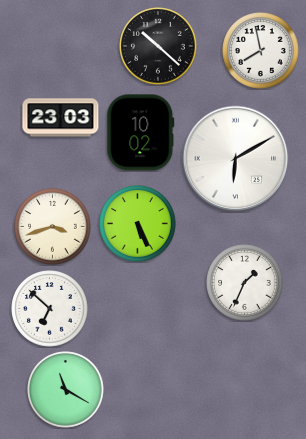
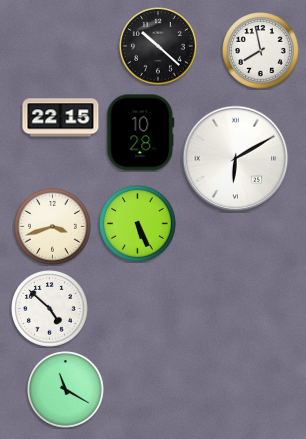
clock at (61, 118): 23:03 -> 22:15
clock at (141, 133): 10:02 -> 10:28
clock at (245, 283): 1:34 -> none
clock at (50, 309): 6:52 -> 4:52
